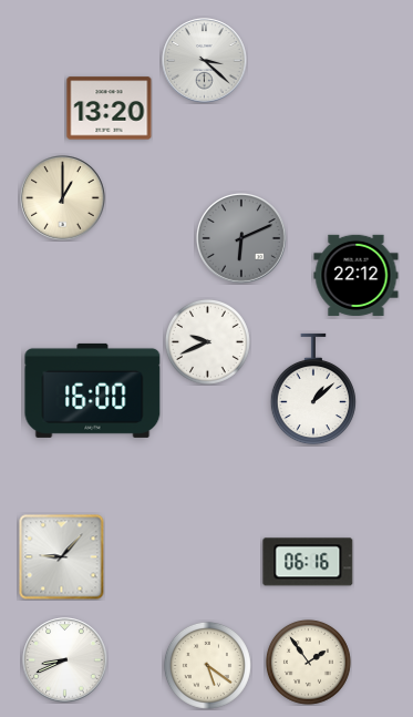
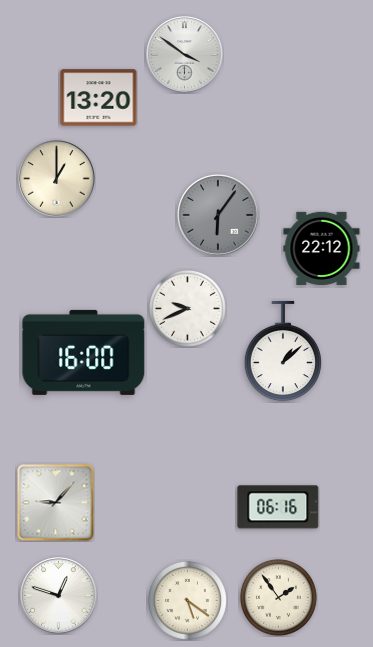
clock at (205, 61): 3:22 -> 3:51
clock at (242, 239): 6:11 -> 6:06
clock at (65, 660): 8:41 -> 12:48
